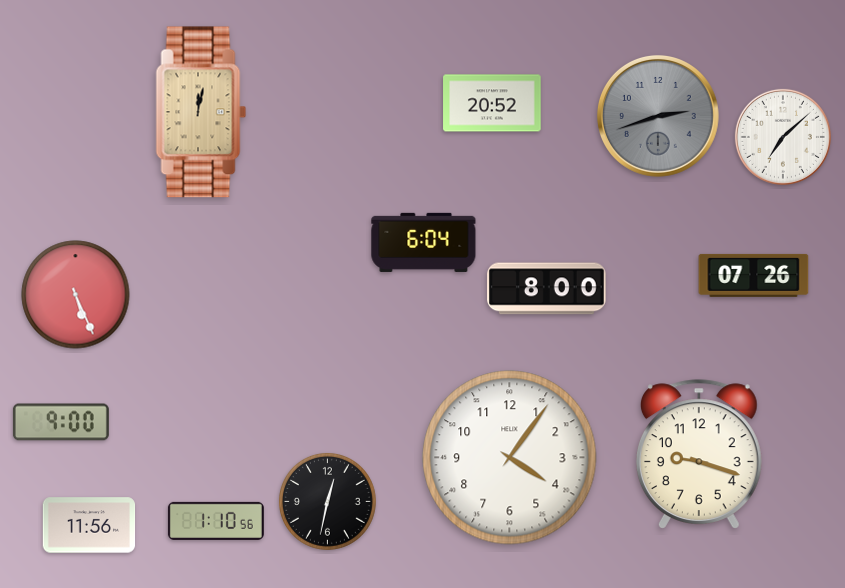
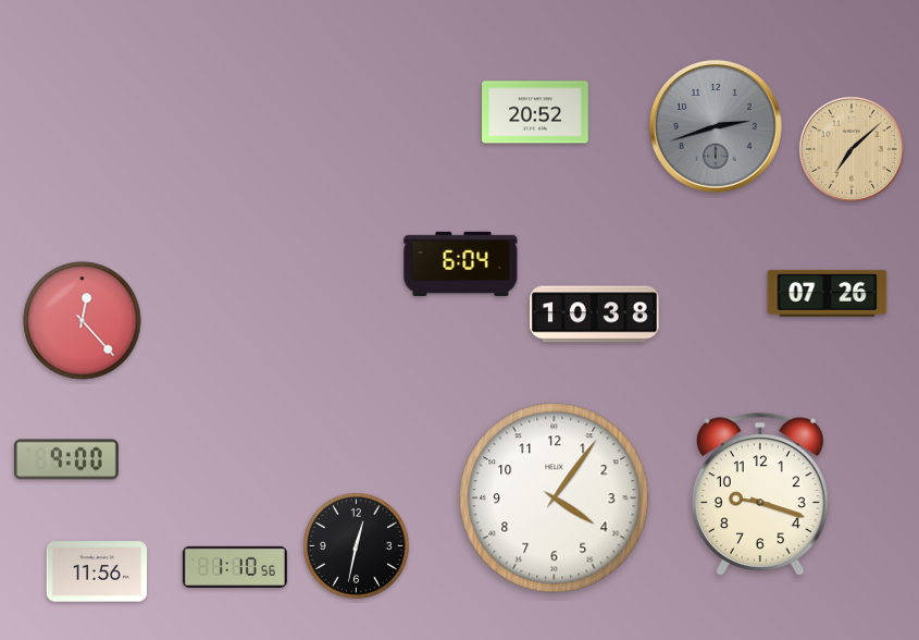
clock at (201, 112): 12:02 -> none
clock at (783, 137) dial: white -> champagne
clock at (754, 275) position: (754, 275) -> (828, 293)
clock at (547, 289): 8:00 -> 10:38
clock at (76, 295): 5:26 -> 12:23
